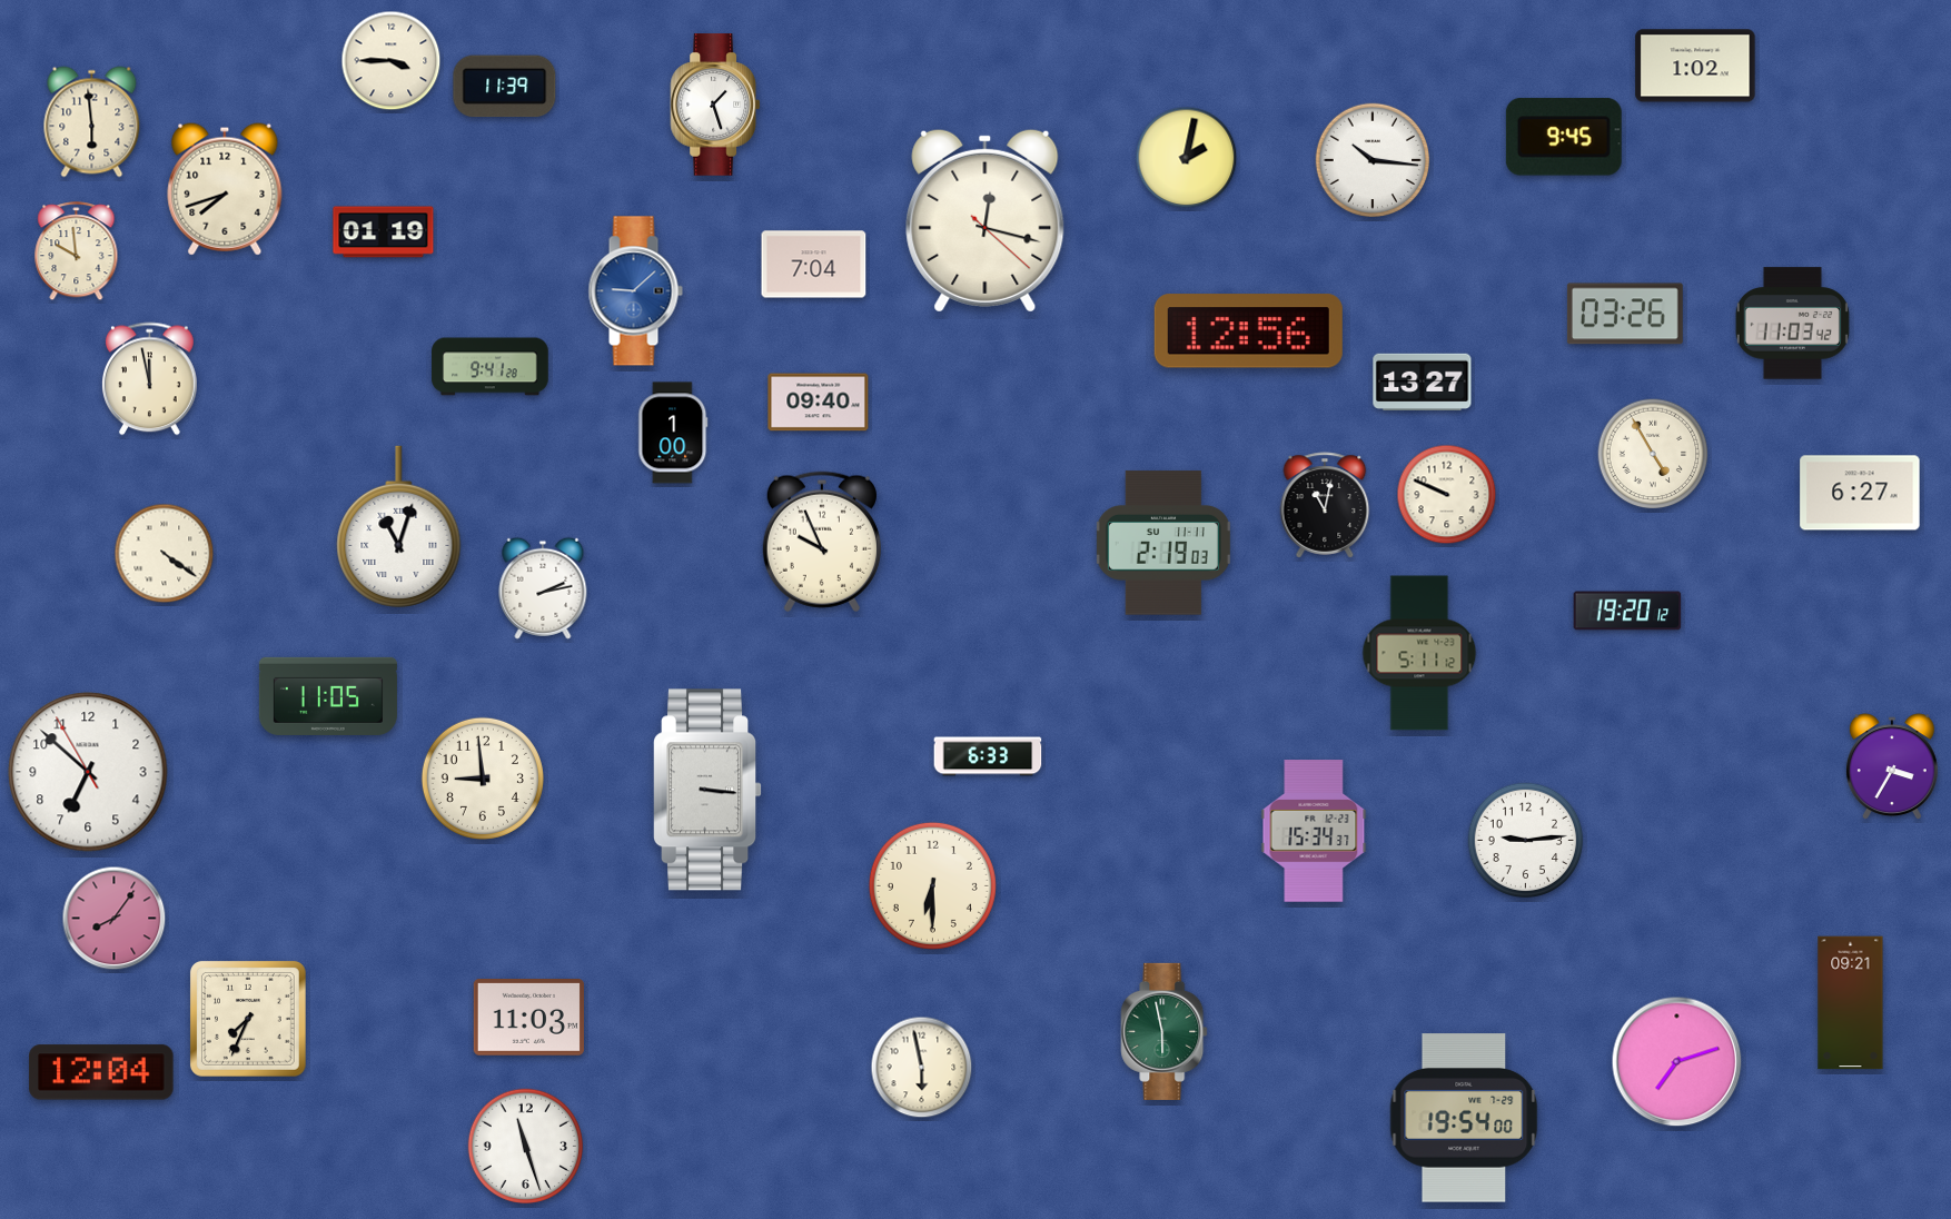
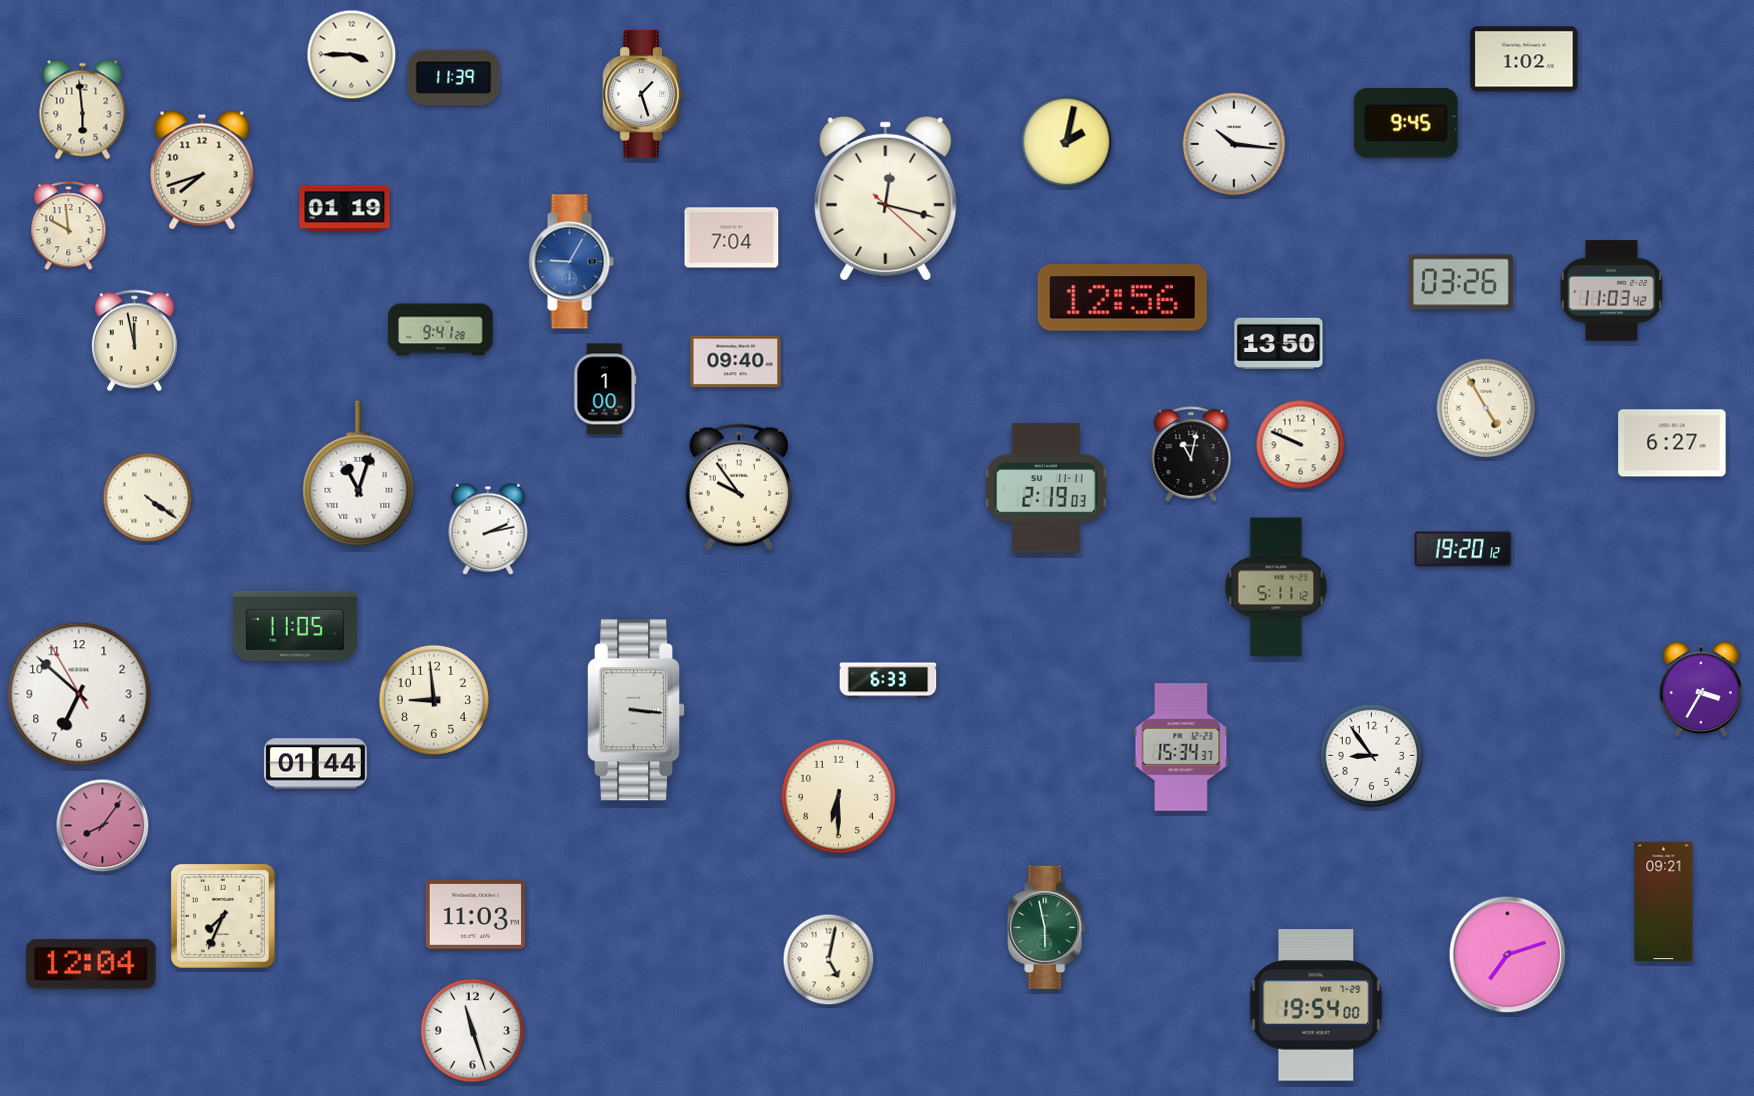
clock at (635, 291): 9:08 -> 9:05
clock at (1423, 381): 13:27 -> 13:50
clock at (822, 542): 9:56 -> 9:54
clock at (1526, 841): 9:14 -> 8:54
clock at (315, 764): none -> 01:44
clock at (922, 1068): 5:58 -> 5:02
